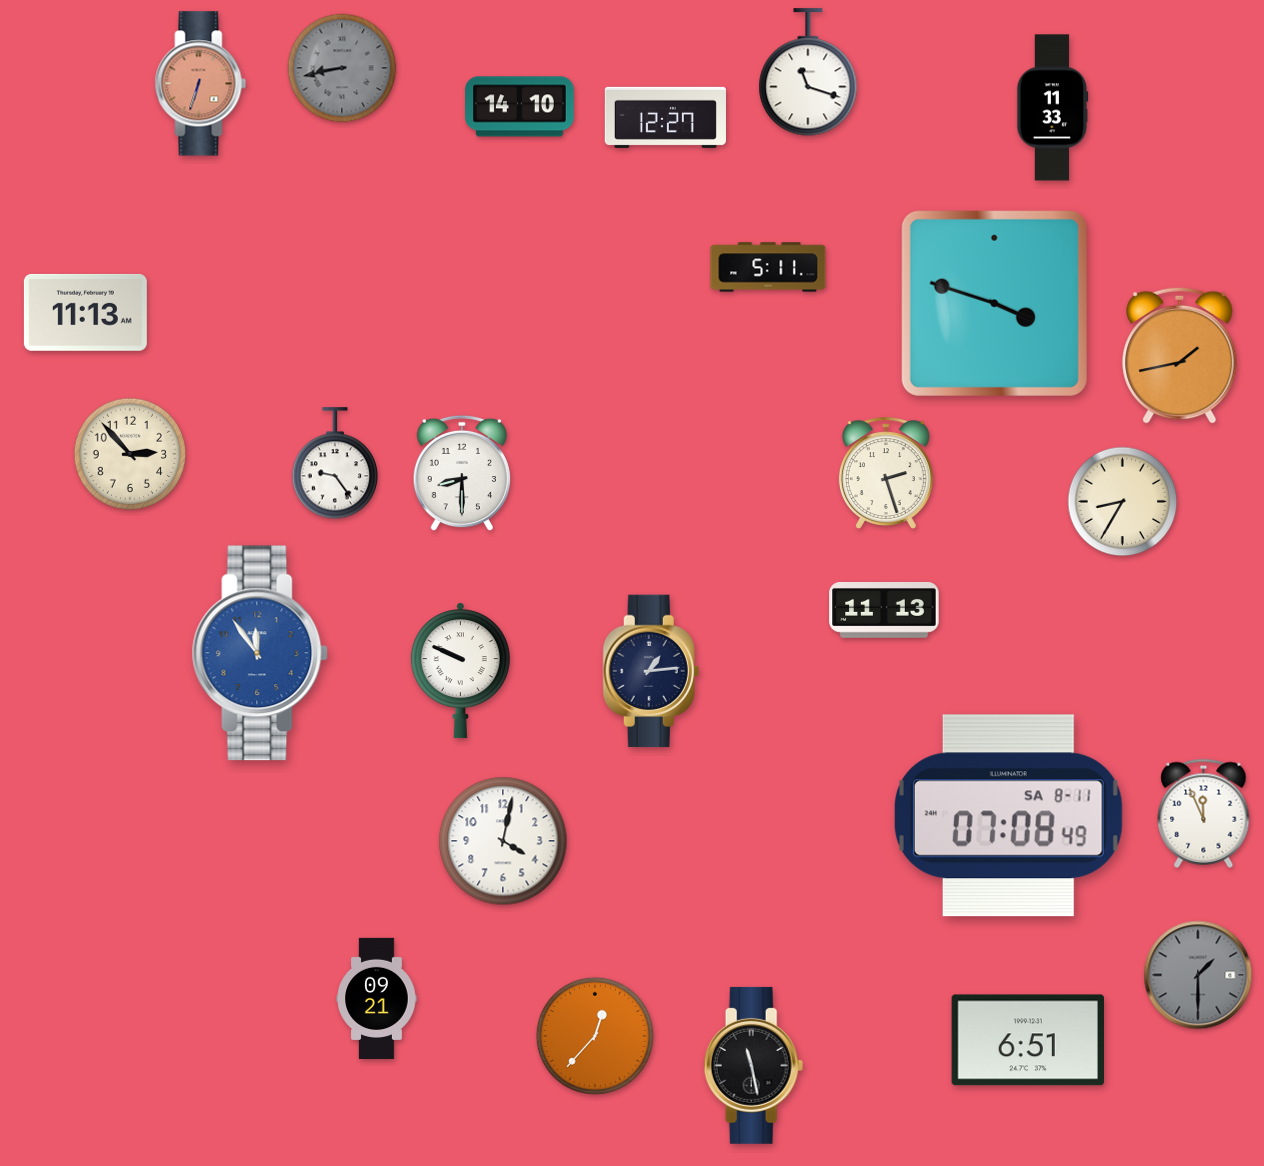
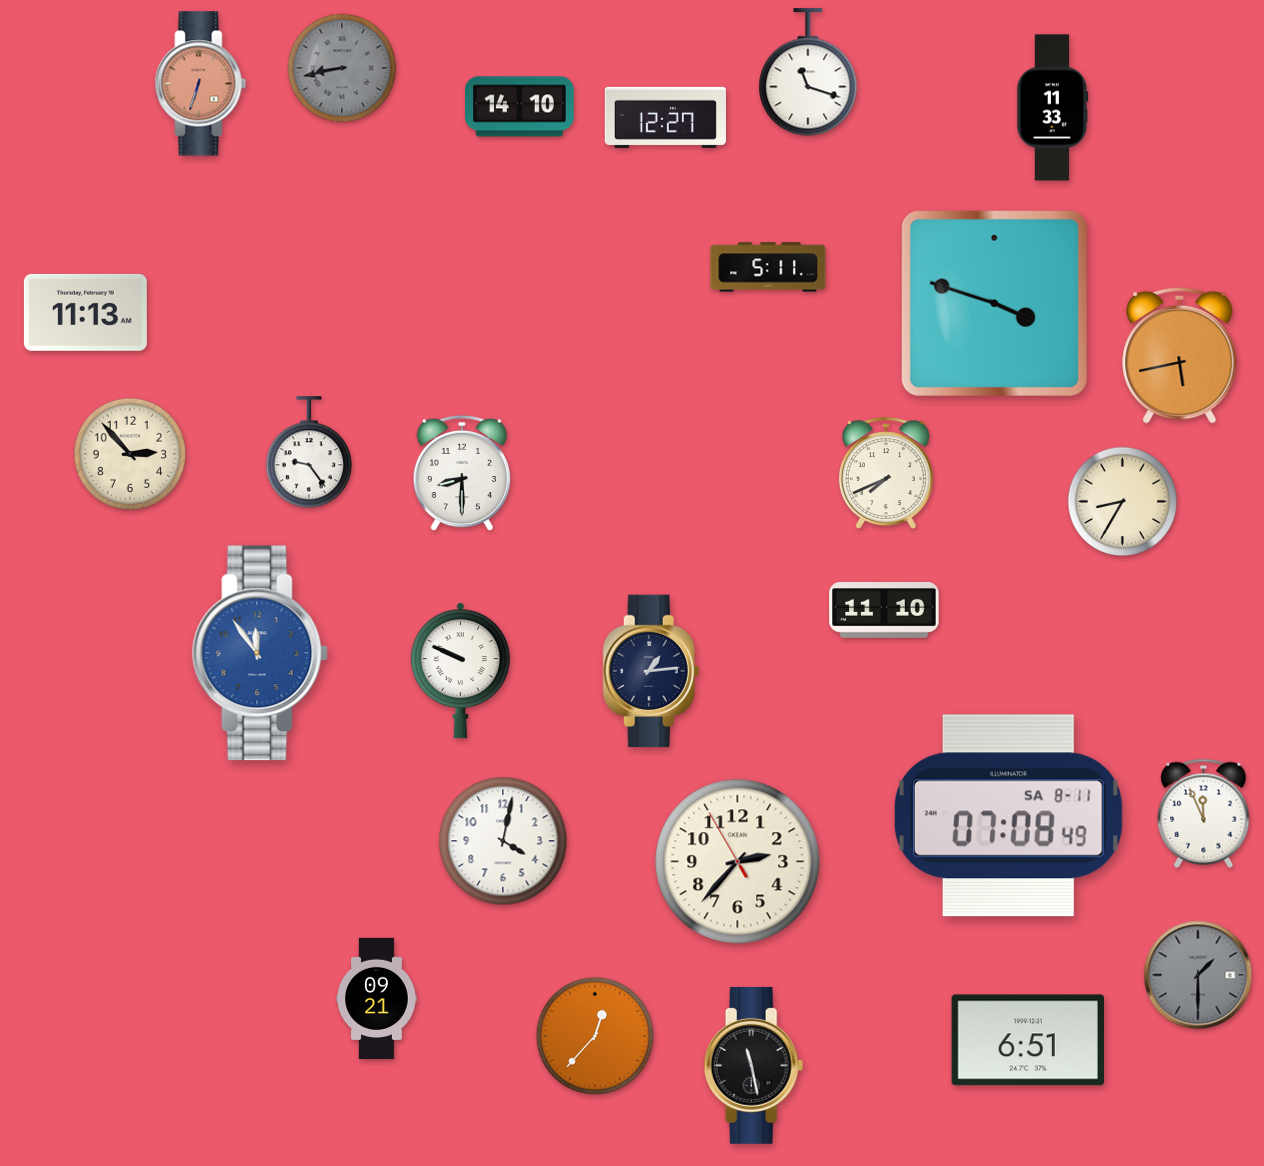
clock at (1180, 355): 1:43 -> 5:43
clock at (334, 464) position: (334, 464) -> (308, 453)
clock at (886, 474): 2:27 -> 7:41
clock at (884, 611): 11:13 -> 11:10
clock at (738, 862): none -> 2:36
